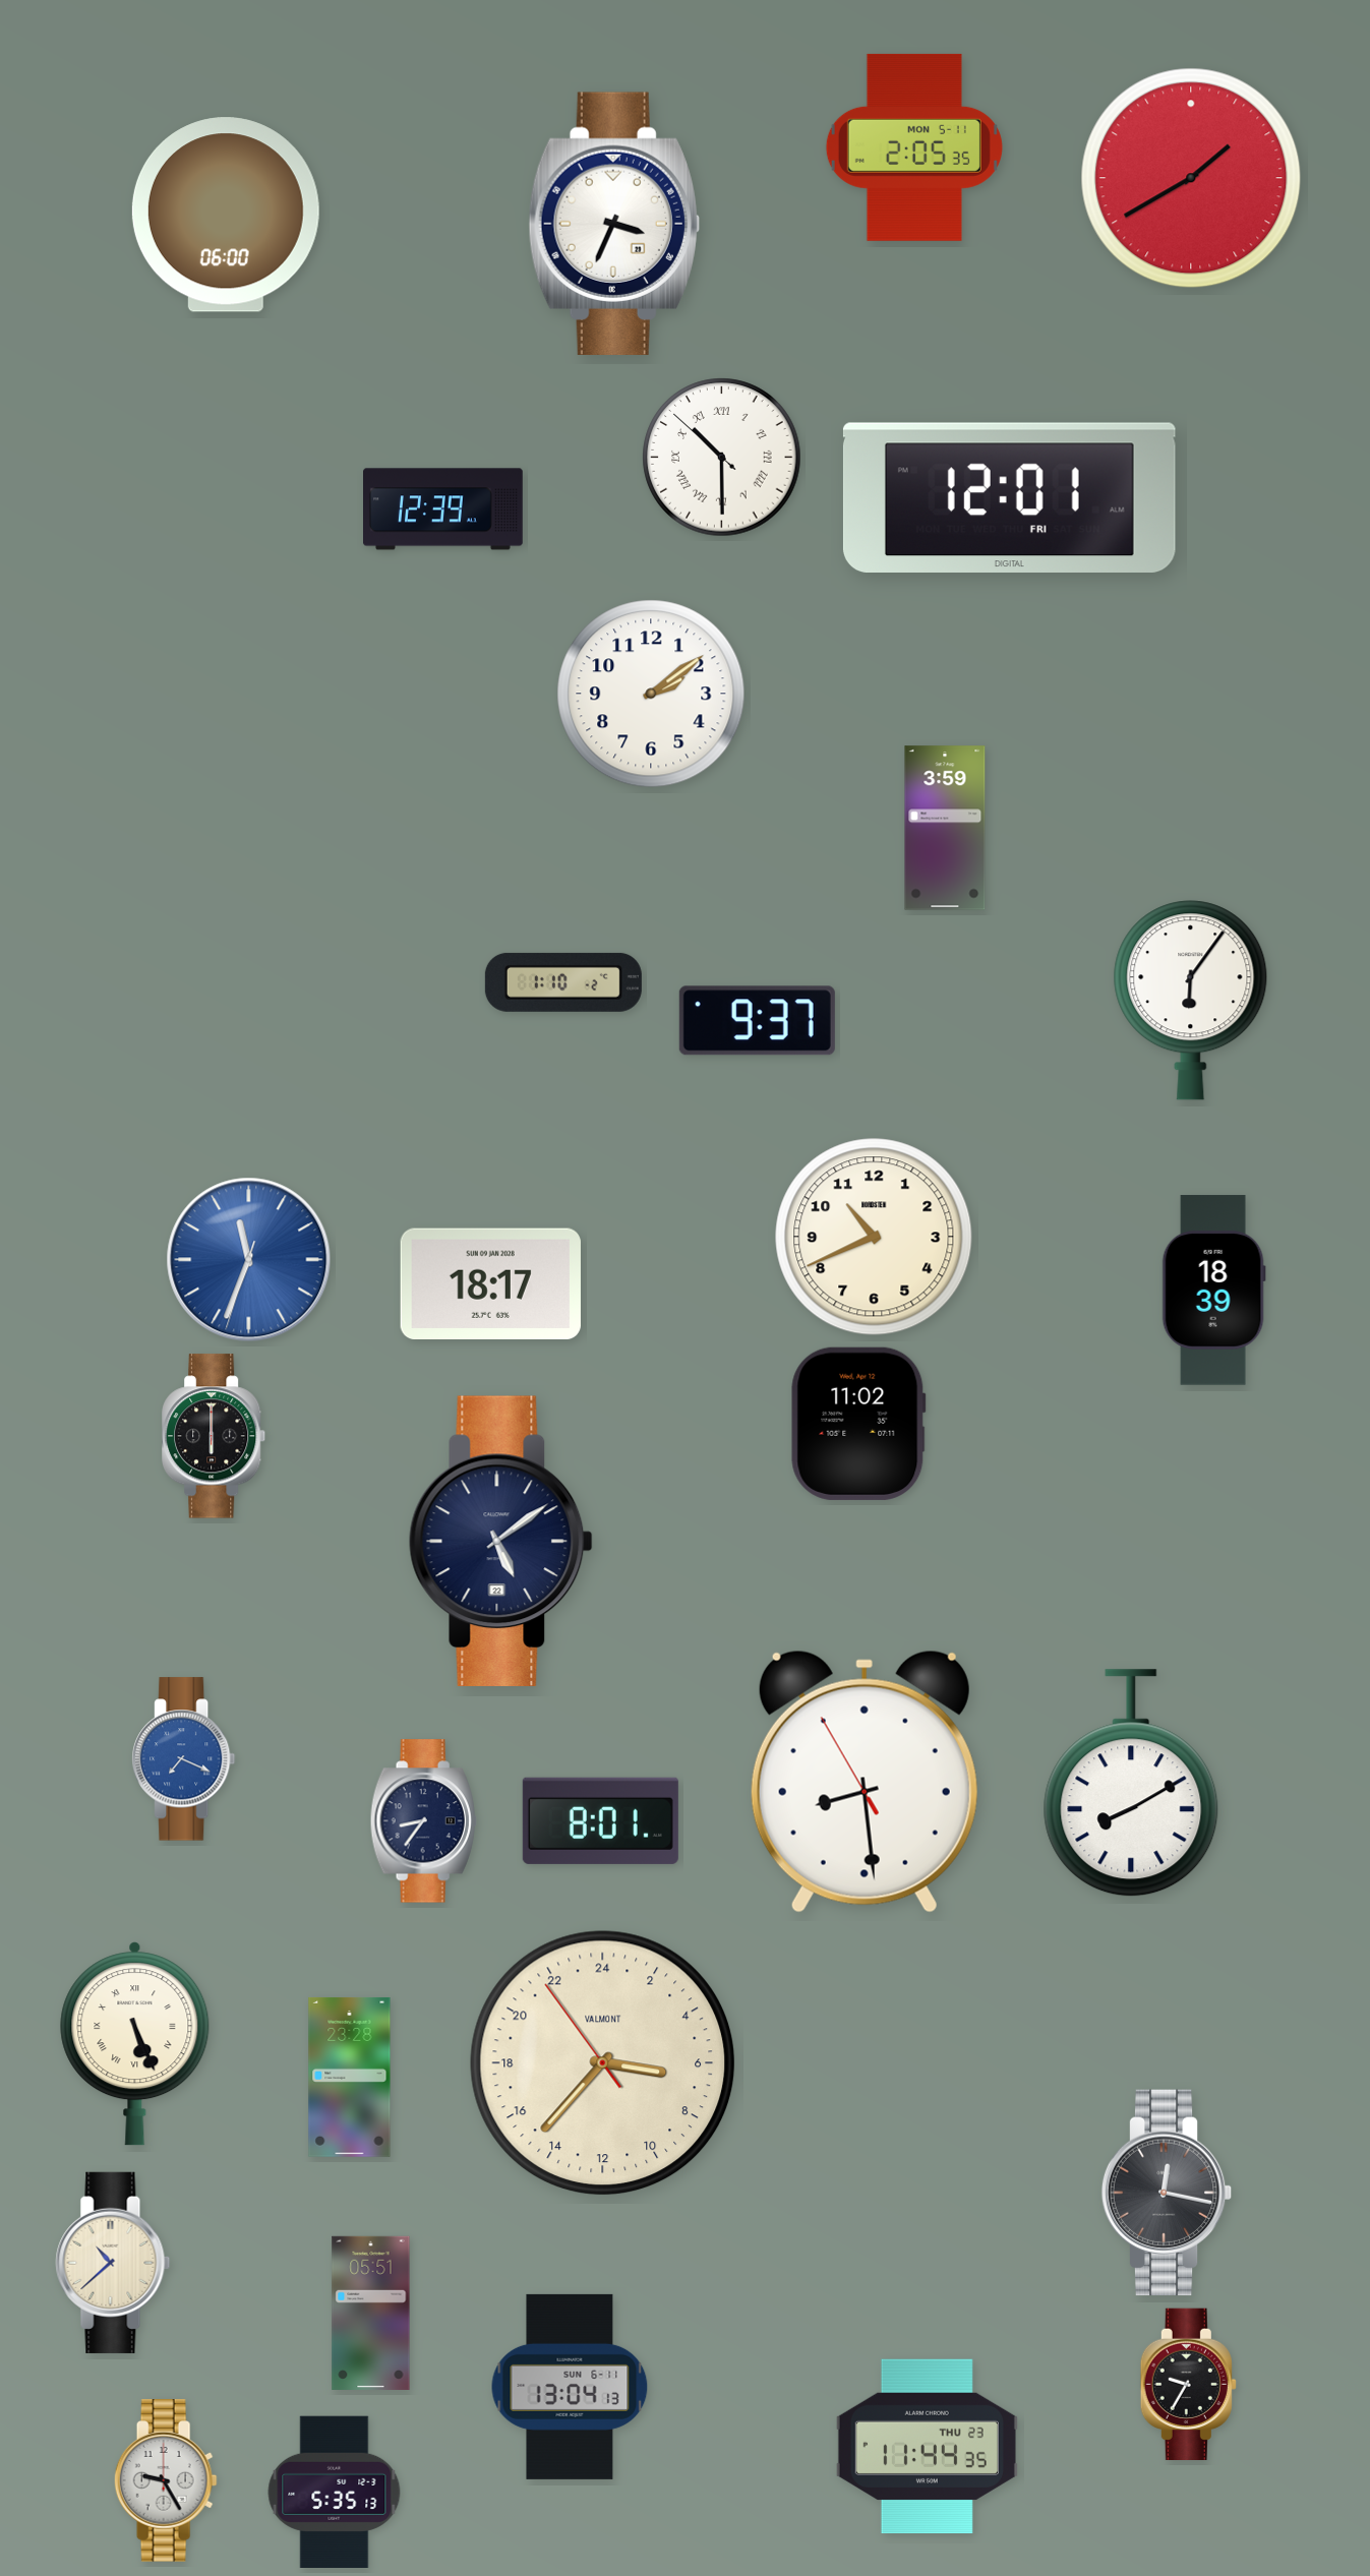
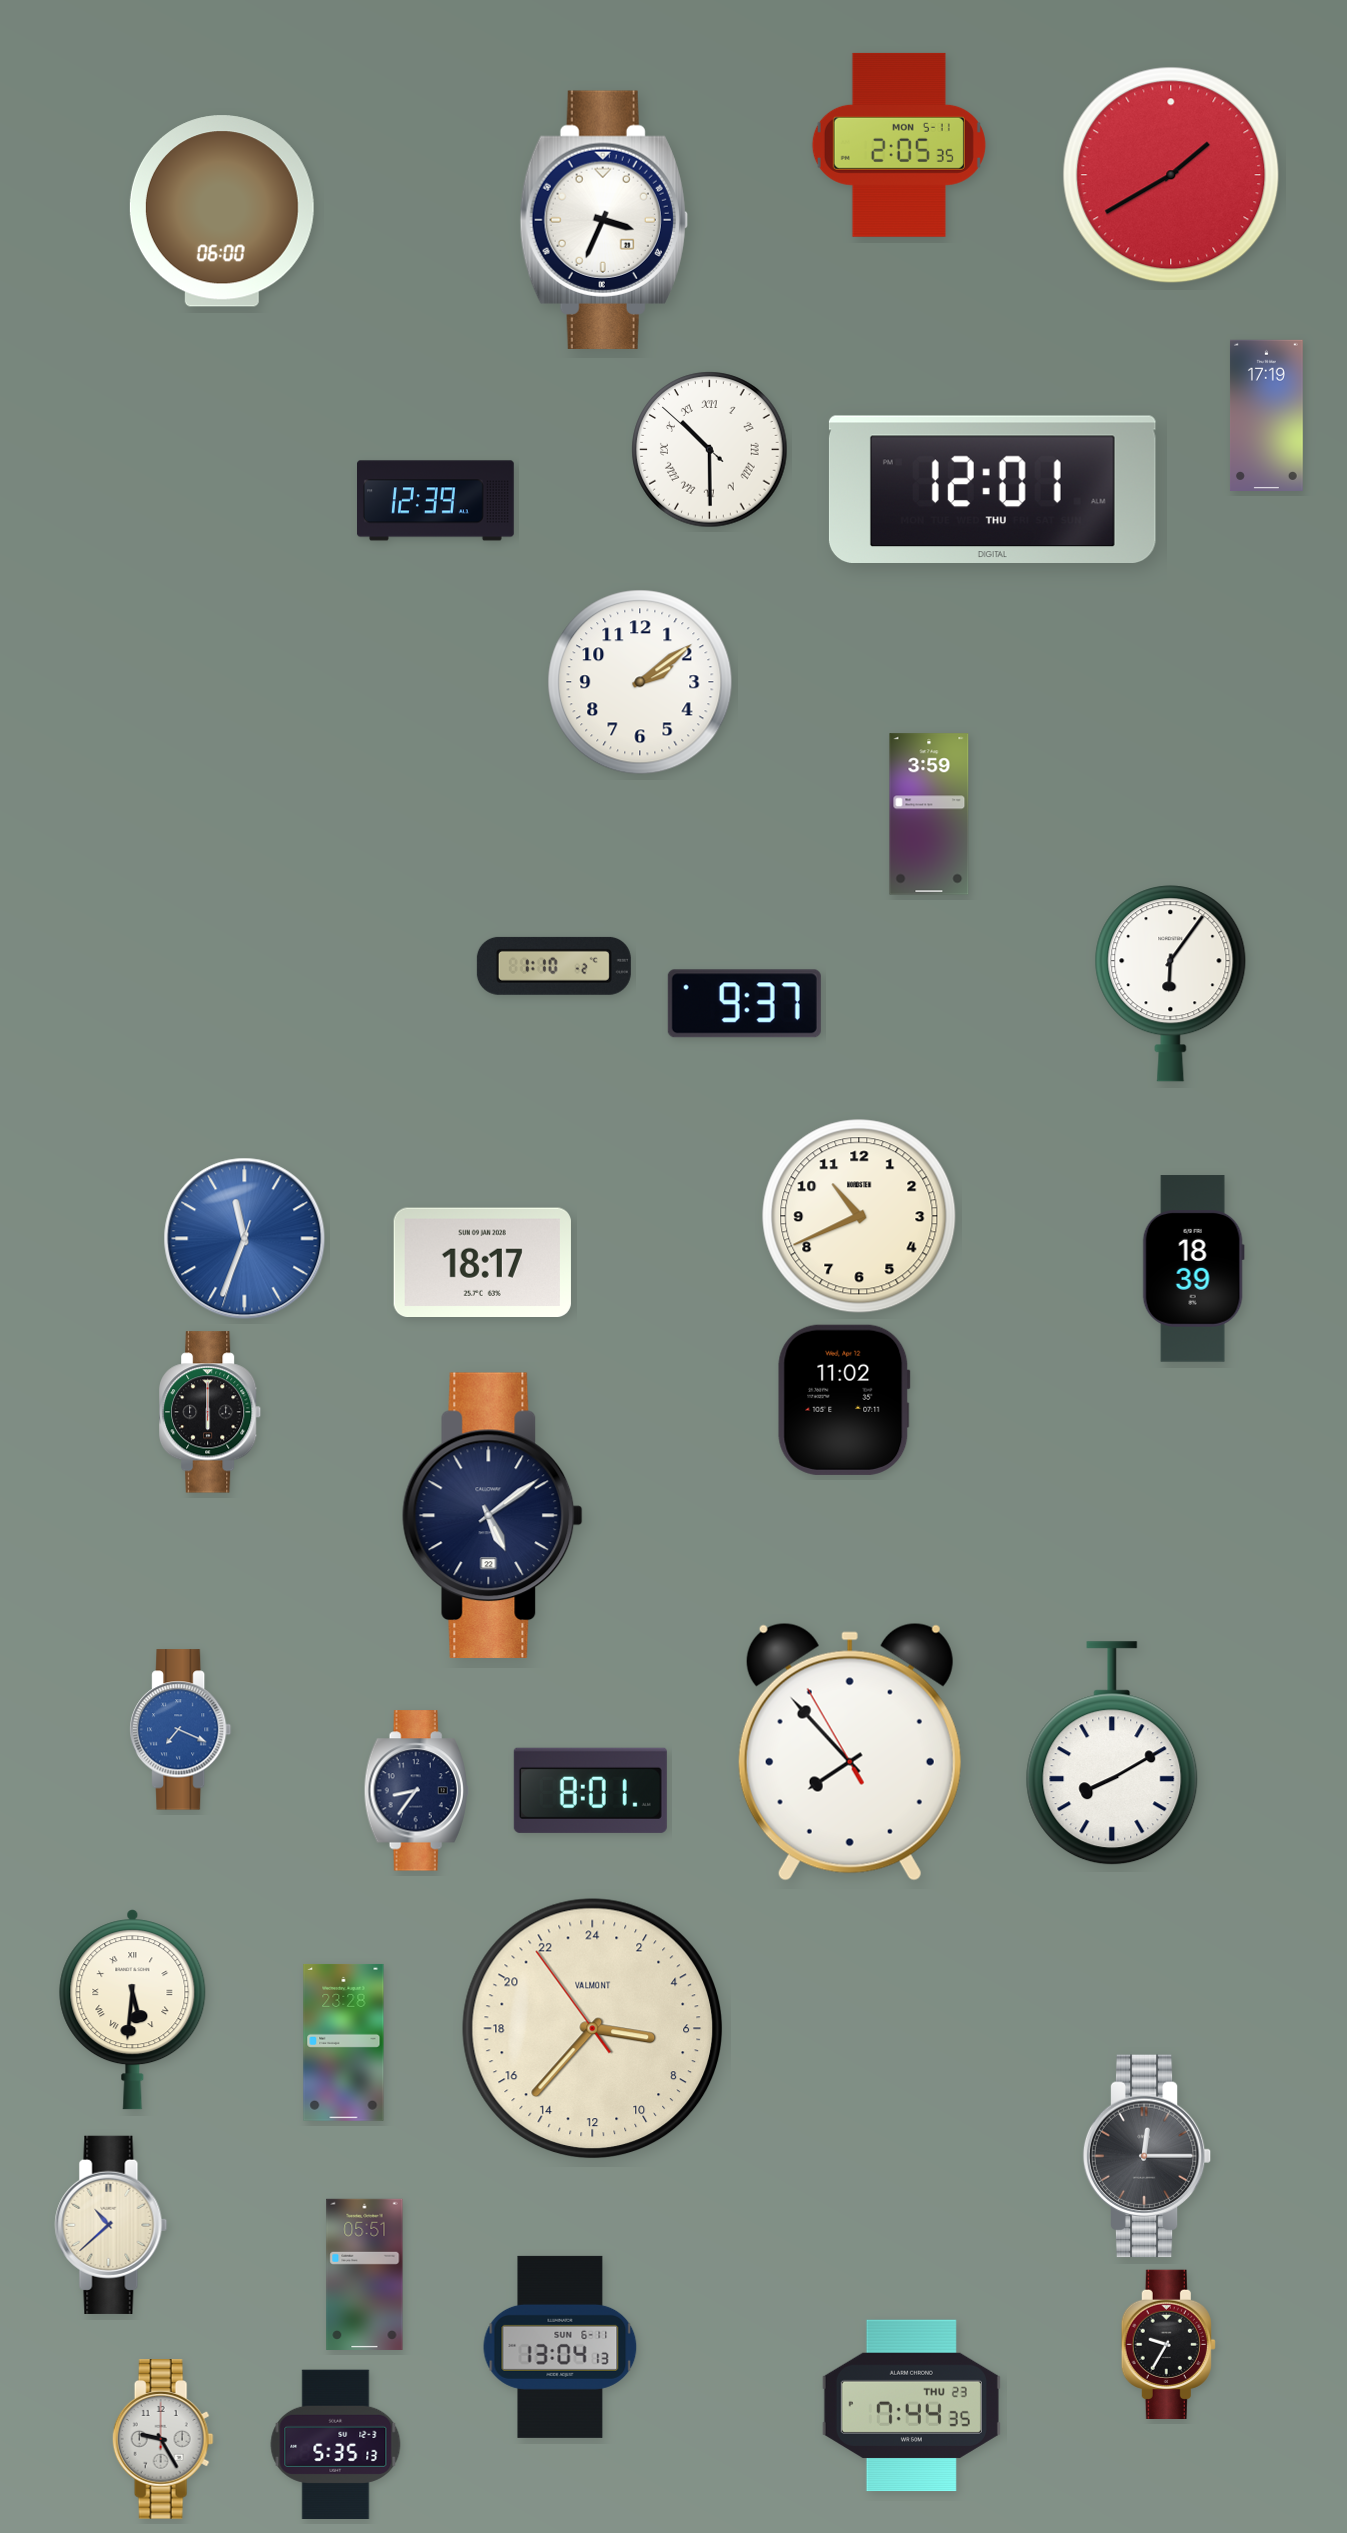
clock at (1267, 415): none -> 17:19
clock at (1009, 497) date: FRI -> THU
clock at (865, 1782): 8:28 -> 7:52
clock at (135, 2044): 5:26 -> 5:31
clock at (1167, 2193): 12:17 -> 12:15
clock at (927, 2447): 11:44 -> 7:44
clock at (335, 2492) position: (335, 2492) -> (336, 2444)
